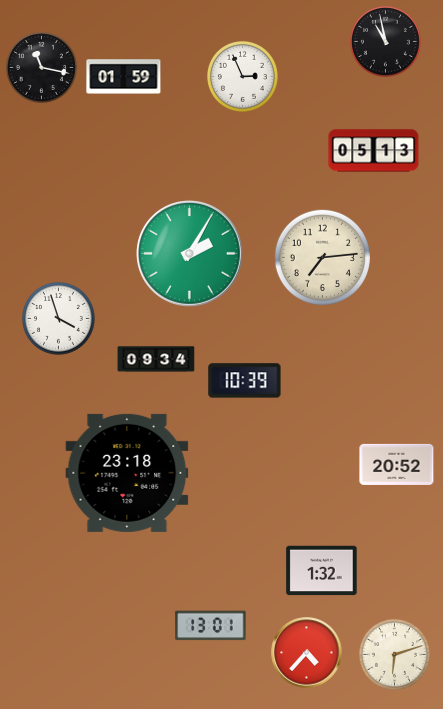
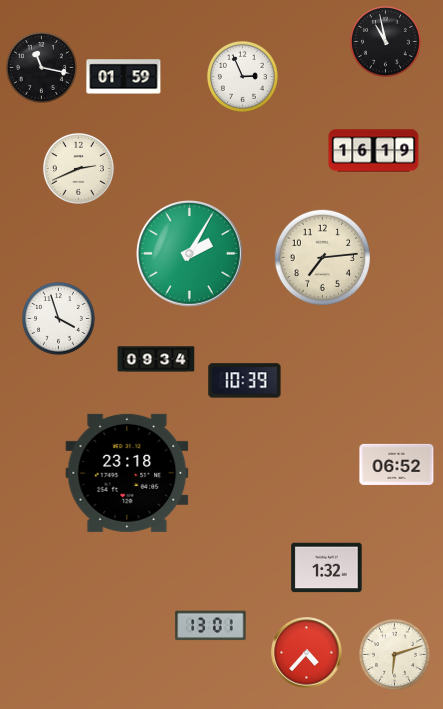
clock at (374, 151): 05:13 -> 16:19
clock at (78, 168): none -> 2:41
clock at (397, 464): 20:52 -> 06:52
clock at (322, 571) position: (322, 571) -> (327, 568)
